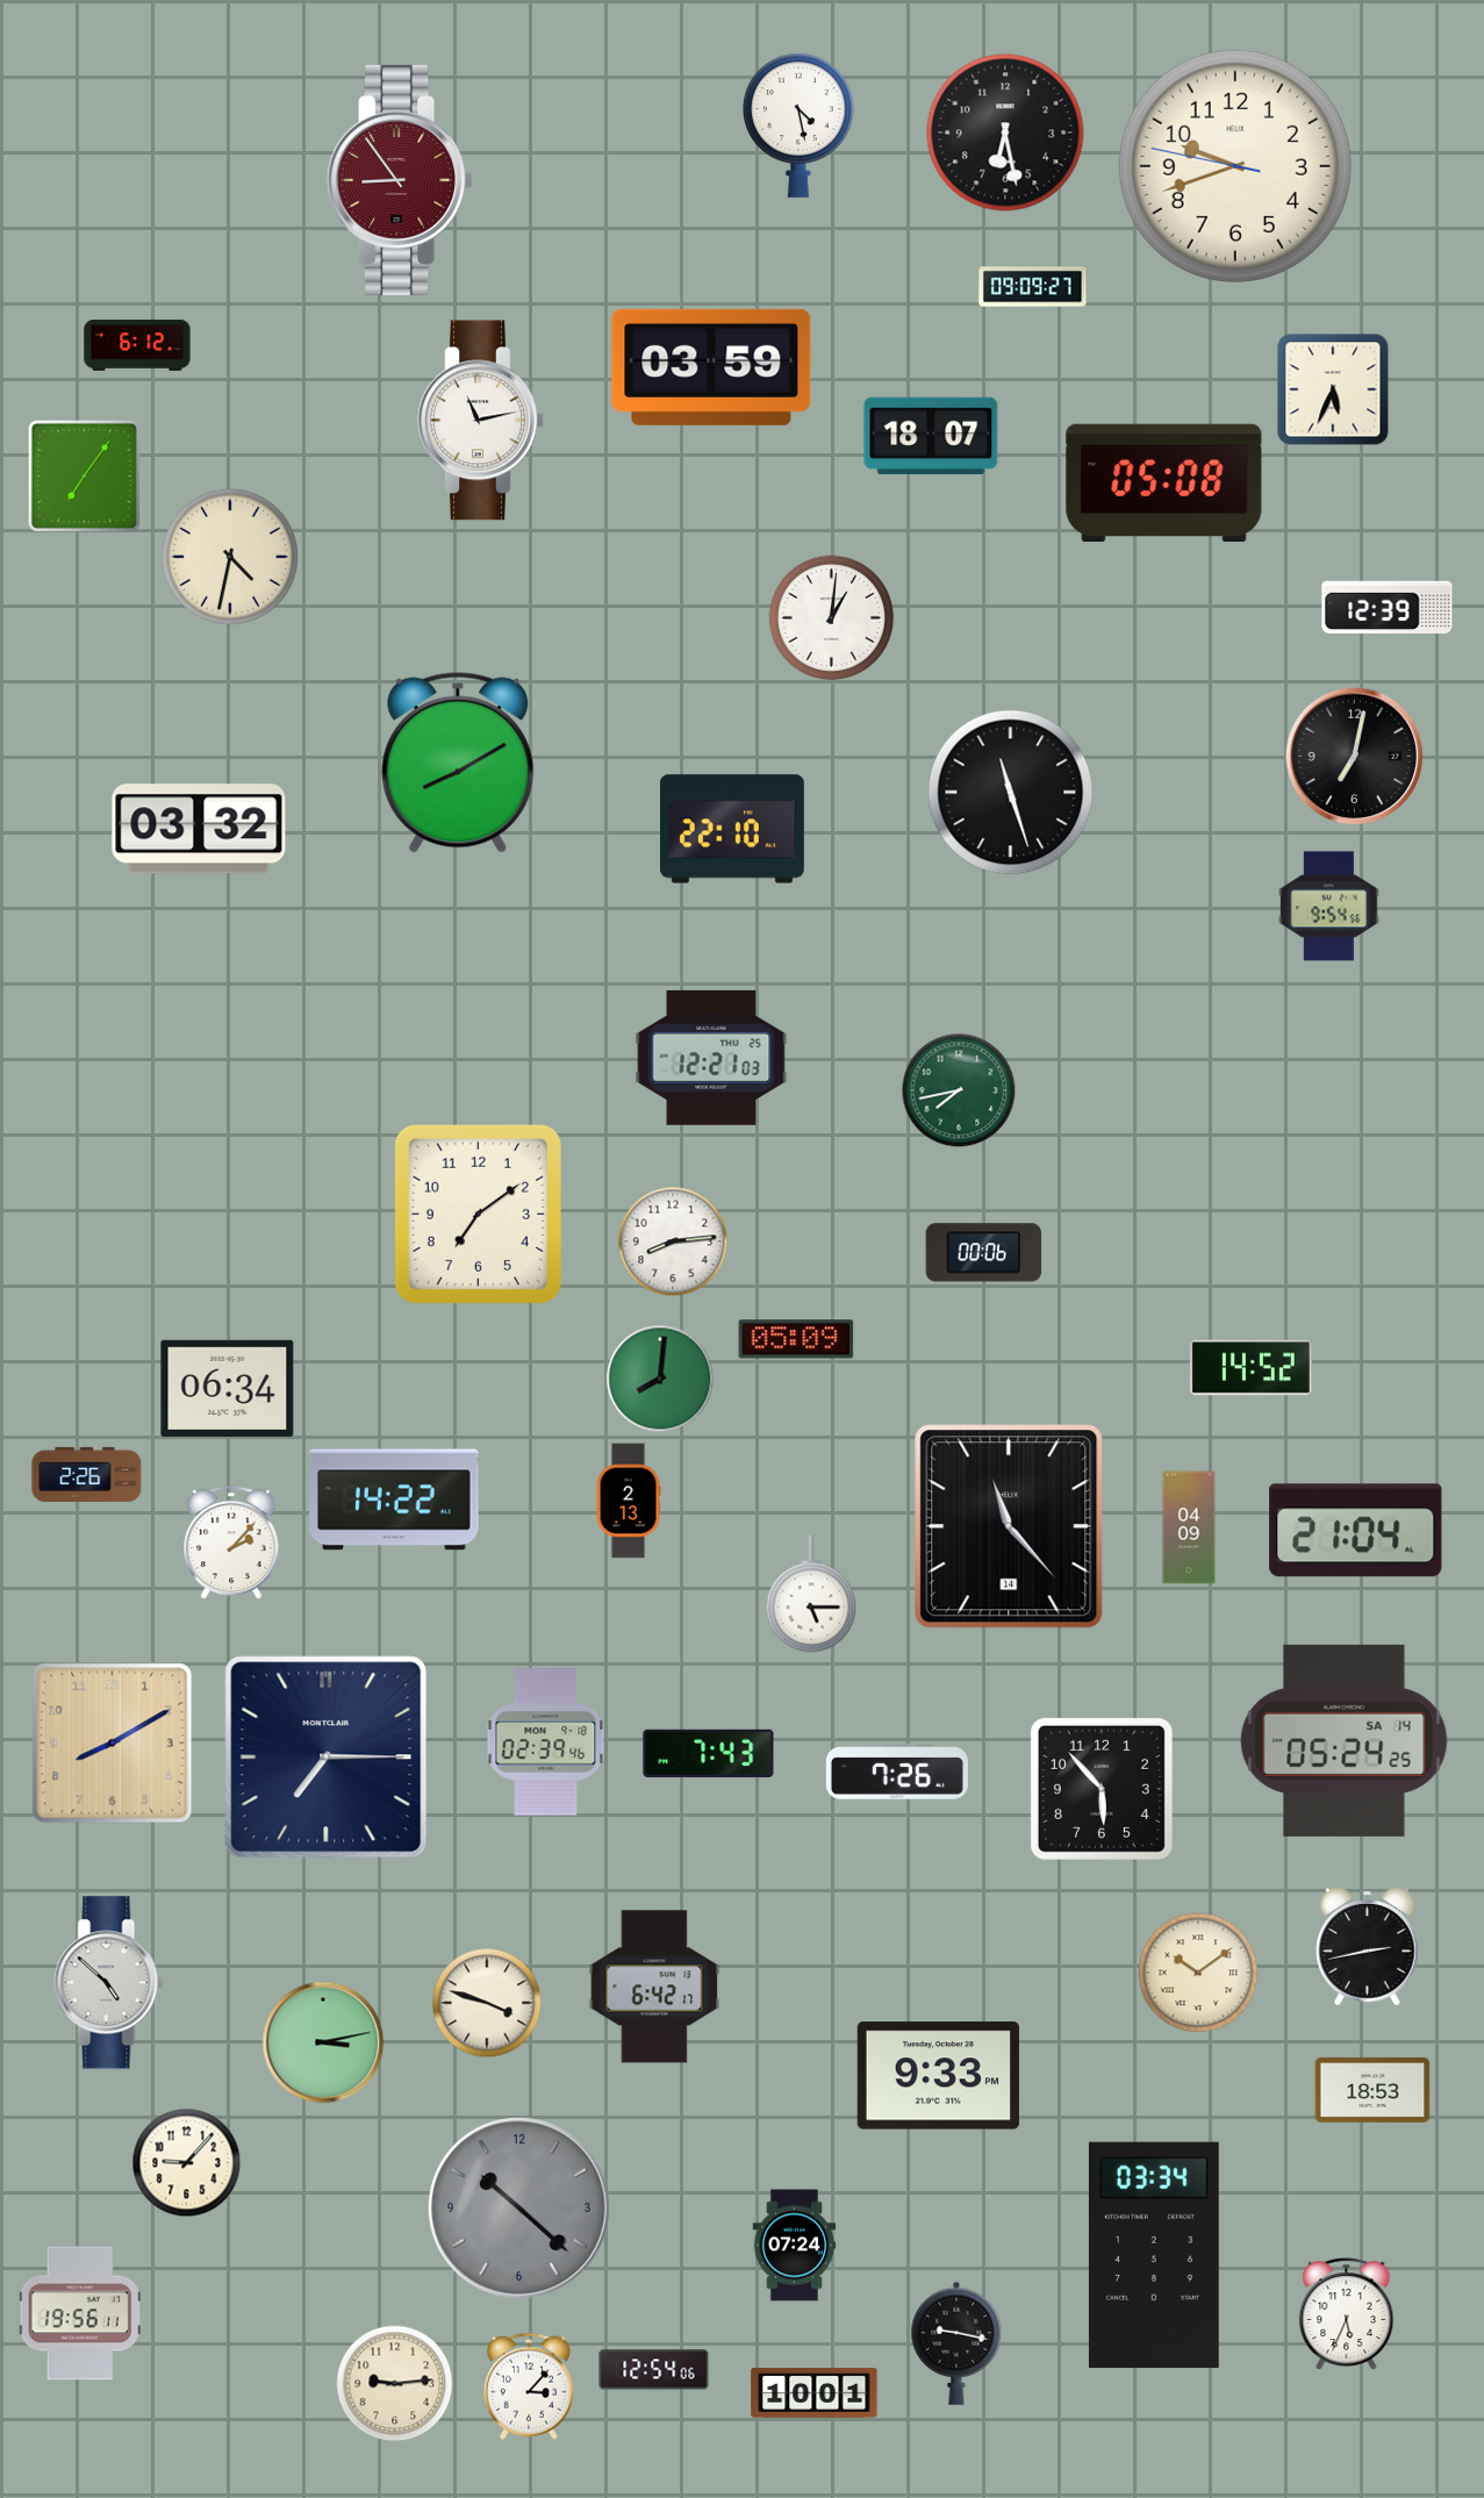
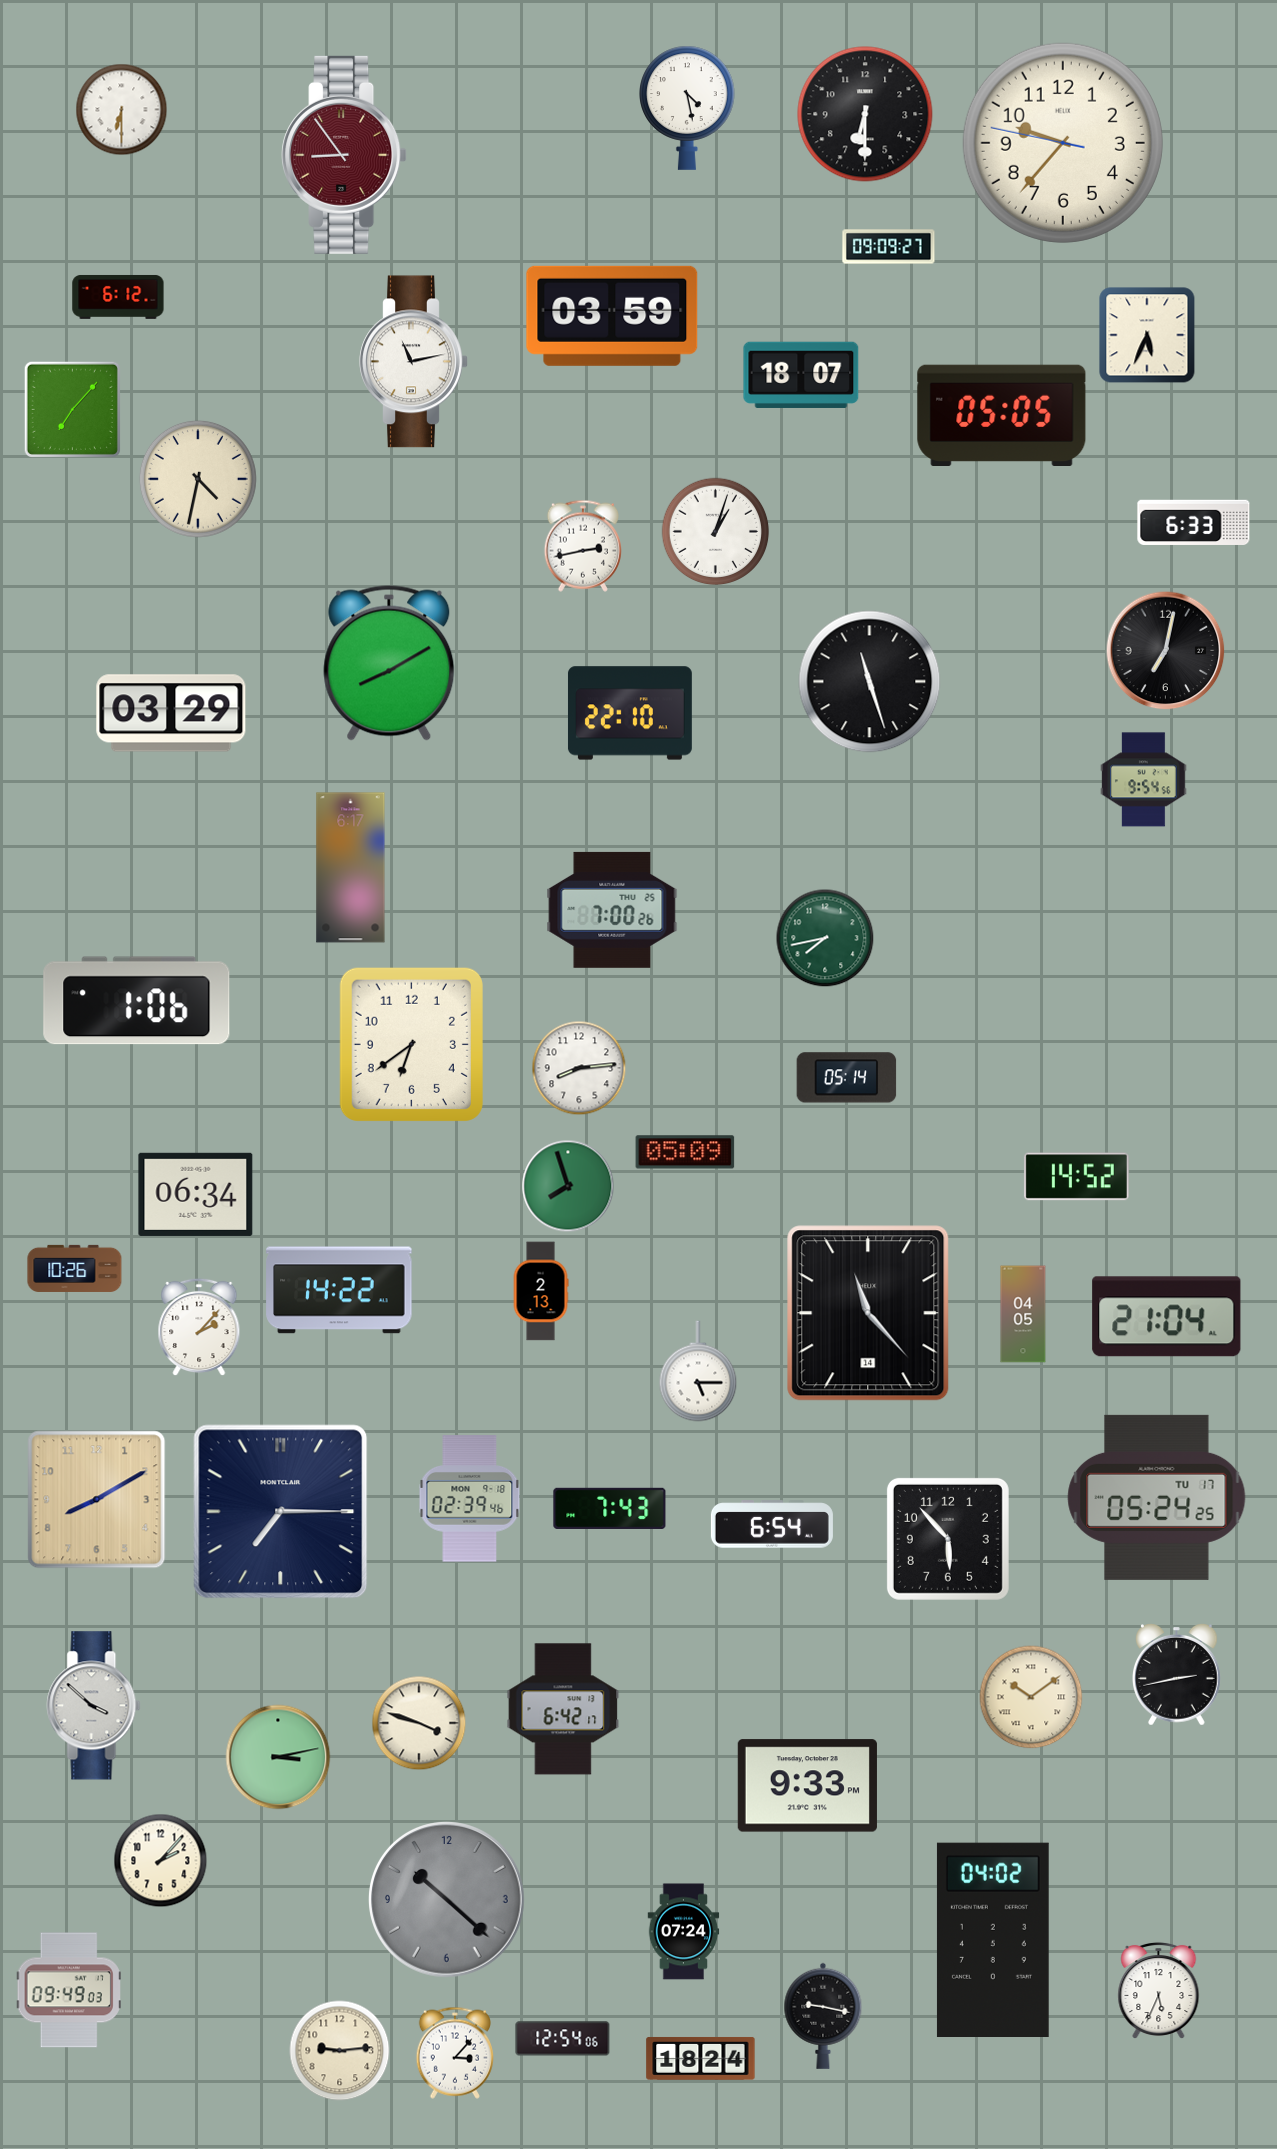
clock at (122, 110): none -> 6:30
clock at (1005, 133): 6:28 -> 6:30
clock at (1235, 166): 9:41 -> 9:36
clock at (84, 475): 7:06 -> 7:07
clock at (1164, 482): 05:08 -> 05:05
clock at (1388, 607): 12:39 -> 6:33
clock at (832, 618): 1:01 -> 1:03
clock at (583, 546): none -> 2:43
clock at (458, 763) position: (458, 763) -> (389, 663)
clock at (199, 829): 03:32 -> 03:29
clock at (351, 868): none -> 6:17
clock at (711, 1058): 12:21 -> 7:00
clock at (137, 1001): none -> 1:06
clock at (478, 1214): 7:09 -> 6:39
clock at (984, 1253): 00:06 -> 05:14
clock at (660, 1379): 8:01 -> 7:57
clock at (87, 1474): 2:26 -> 10:26
clock at (1189, 1527): 04:09 -> 04:05
clock at (1345, 1740) date: SA 14 -> TU 17
clock at (897, 1771): 7:26 -> 6:54
clock at (109, 1983): 4:52 -> 3:52
clock at (1372, 2090): 18:53 -> none
clock at (187, 2163): 9:07 -> 2:07
clock at (1154, 2254): 03:34 -> 04:02
clock at (80, 2313): 19:56 -> 09:49
clock at (815, 2392): 10:01 -> 18:24
